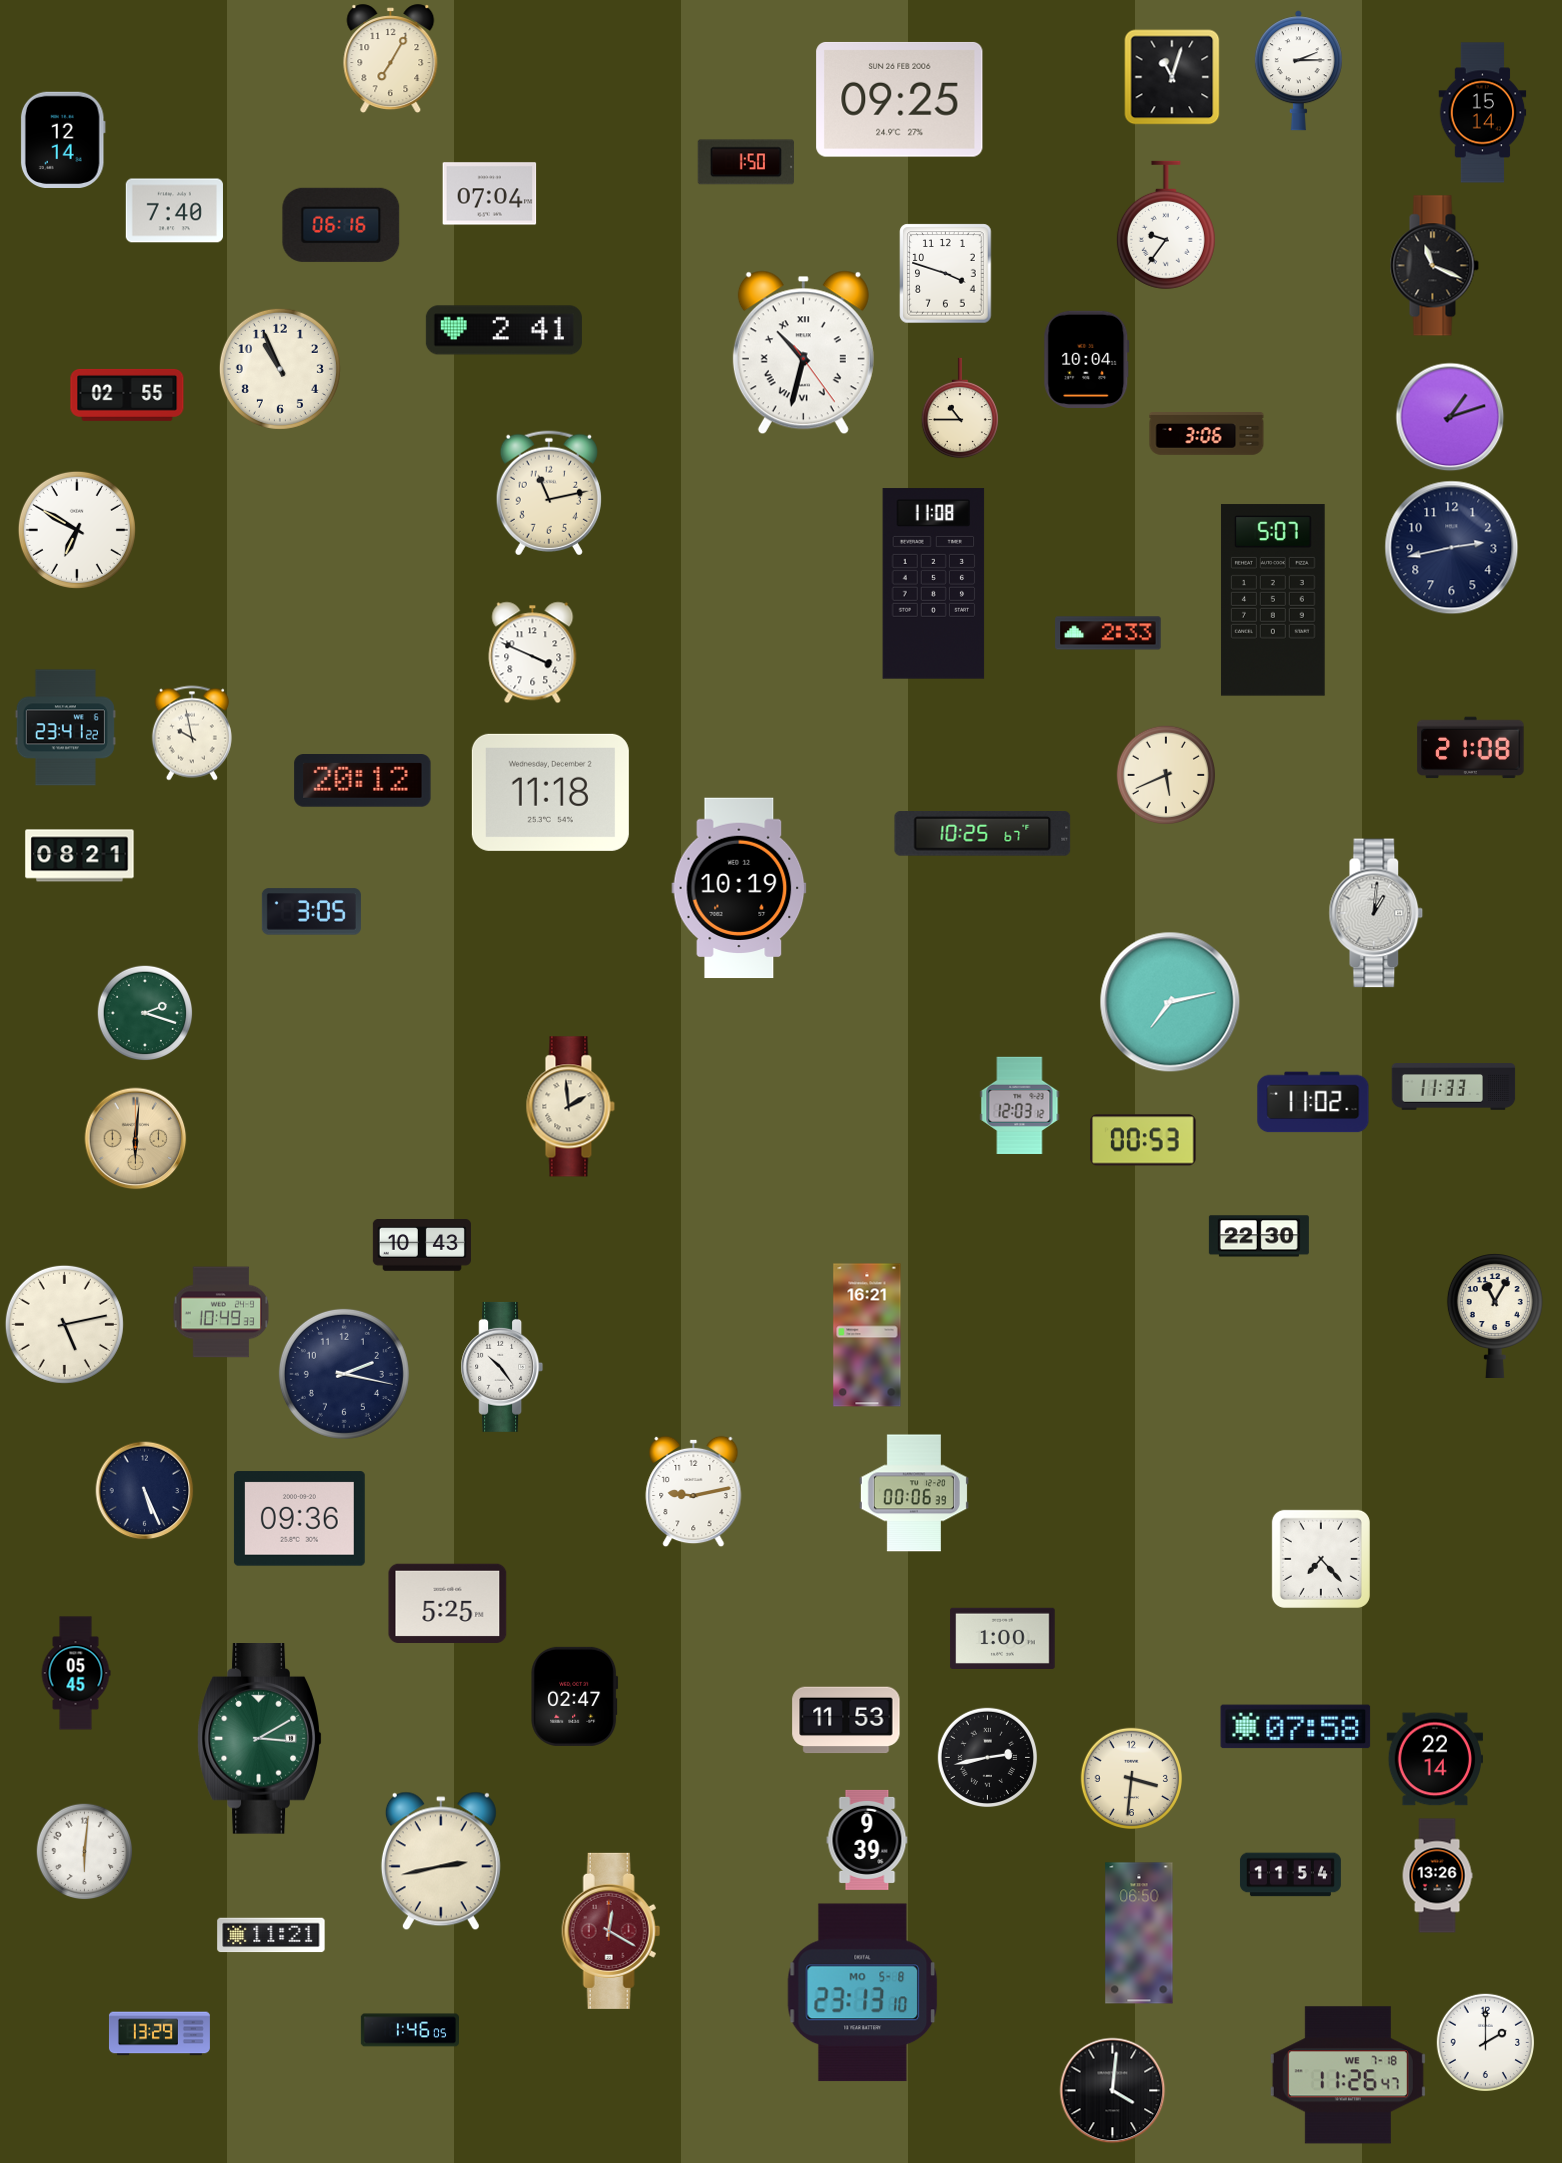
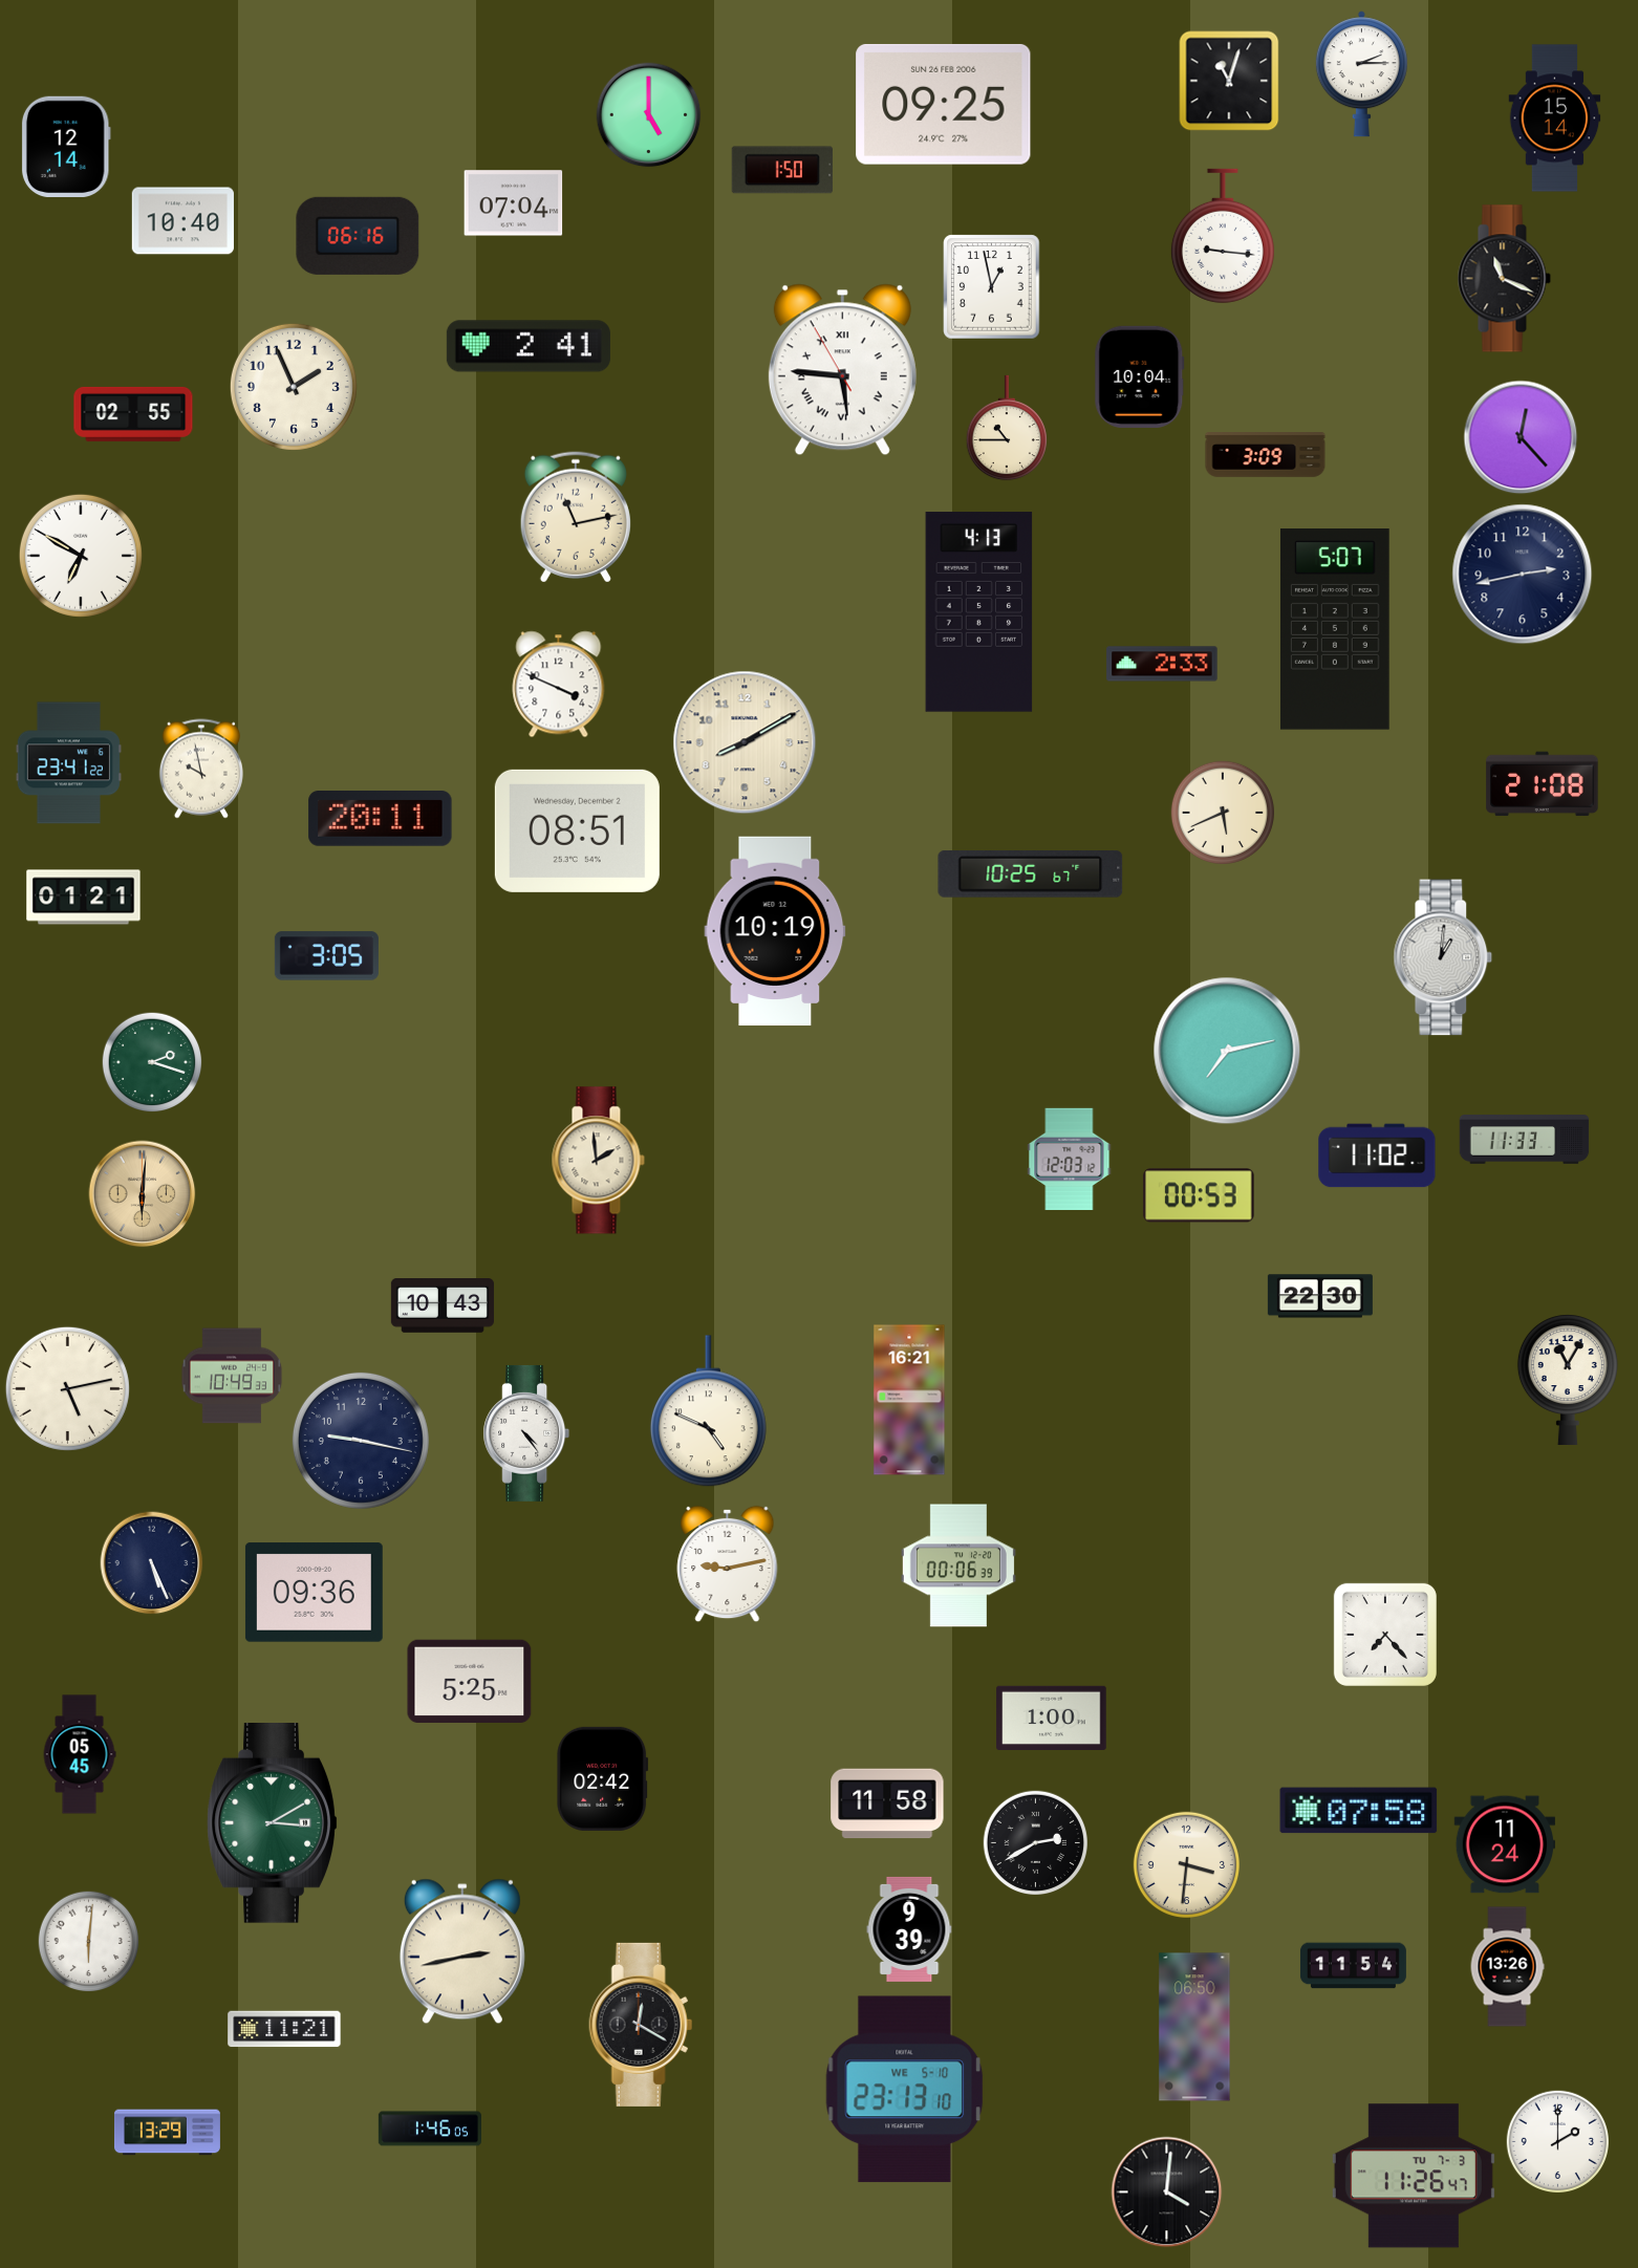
clock at (391, 59): 7:05 -> none
clock at (649, 115): none -> 5:00
clock at (174, 211): 7:40 -> 10:40
clock at (1166, 225): 9:36 -> 9:16
clock at (946, 274): 3:48 -> 12:58
clock at (803, 353): 10:32 -> 5:45
clock at (280, 369): 10:56 -> 1:56
clock at (1450, 417): 1:12 -> 12:23
clock at (1207, 434): 3:06 -> 3:09
clock at (934, 584): 11:08 -> 4:13
clock at (745, 742): none -> 8:10
clock at (363, 781): 20:12 -> 20:11
clock at (550, 792): 11:18 -> 08:51
clock at (80, 856): 08:21 -> 01:21
clock at (708, 1411): none -> 4:49
clock at (502, 1367): 10:24 -> 4:24
clock at (344, 1374): 2:17 -> 9:17
clock at (575, 1696): 02:47 -> 02:42
clock at (846, 1720): 11:53 -> 11:58
clock at (987, 1757): 2:43 -> 2:40
clock at (1435, 1759): 22:14 -> 11:24
clock at (611, 1931) dial: burgundy -> black
clock at (863, 1993) date: MO 5-8 -> WE 5-10
clock at (1348, 2075) date: WE 7-18 -> TU 7-3
